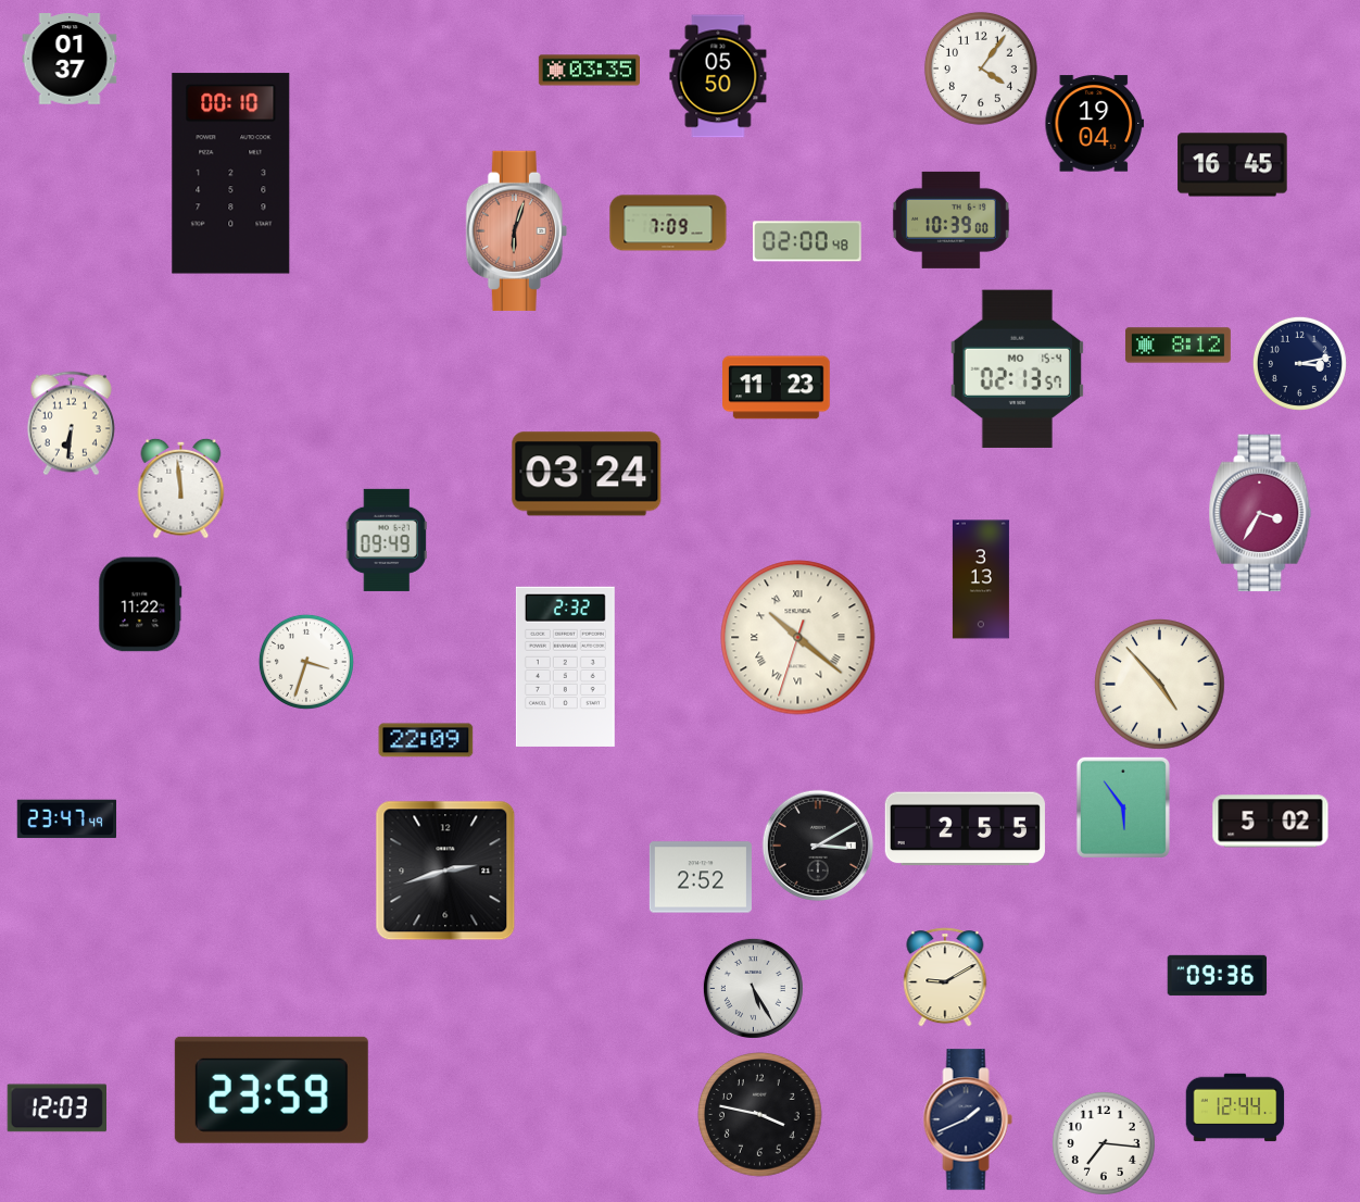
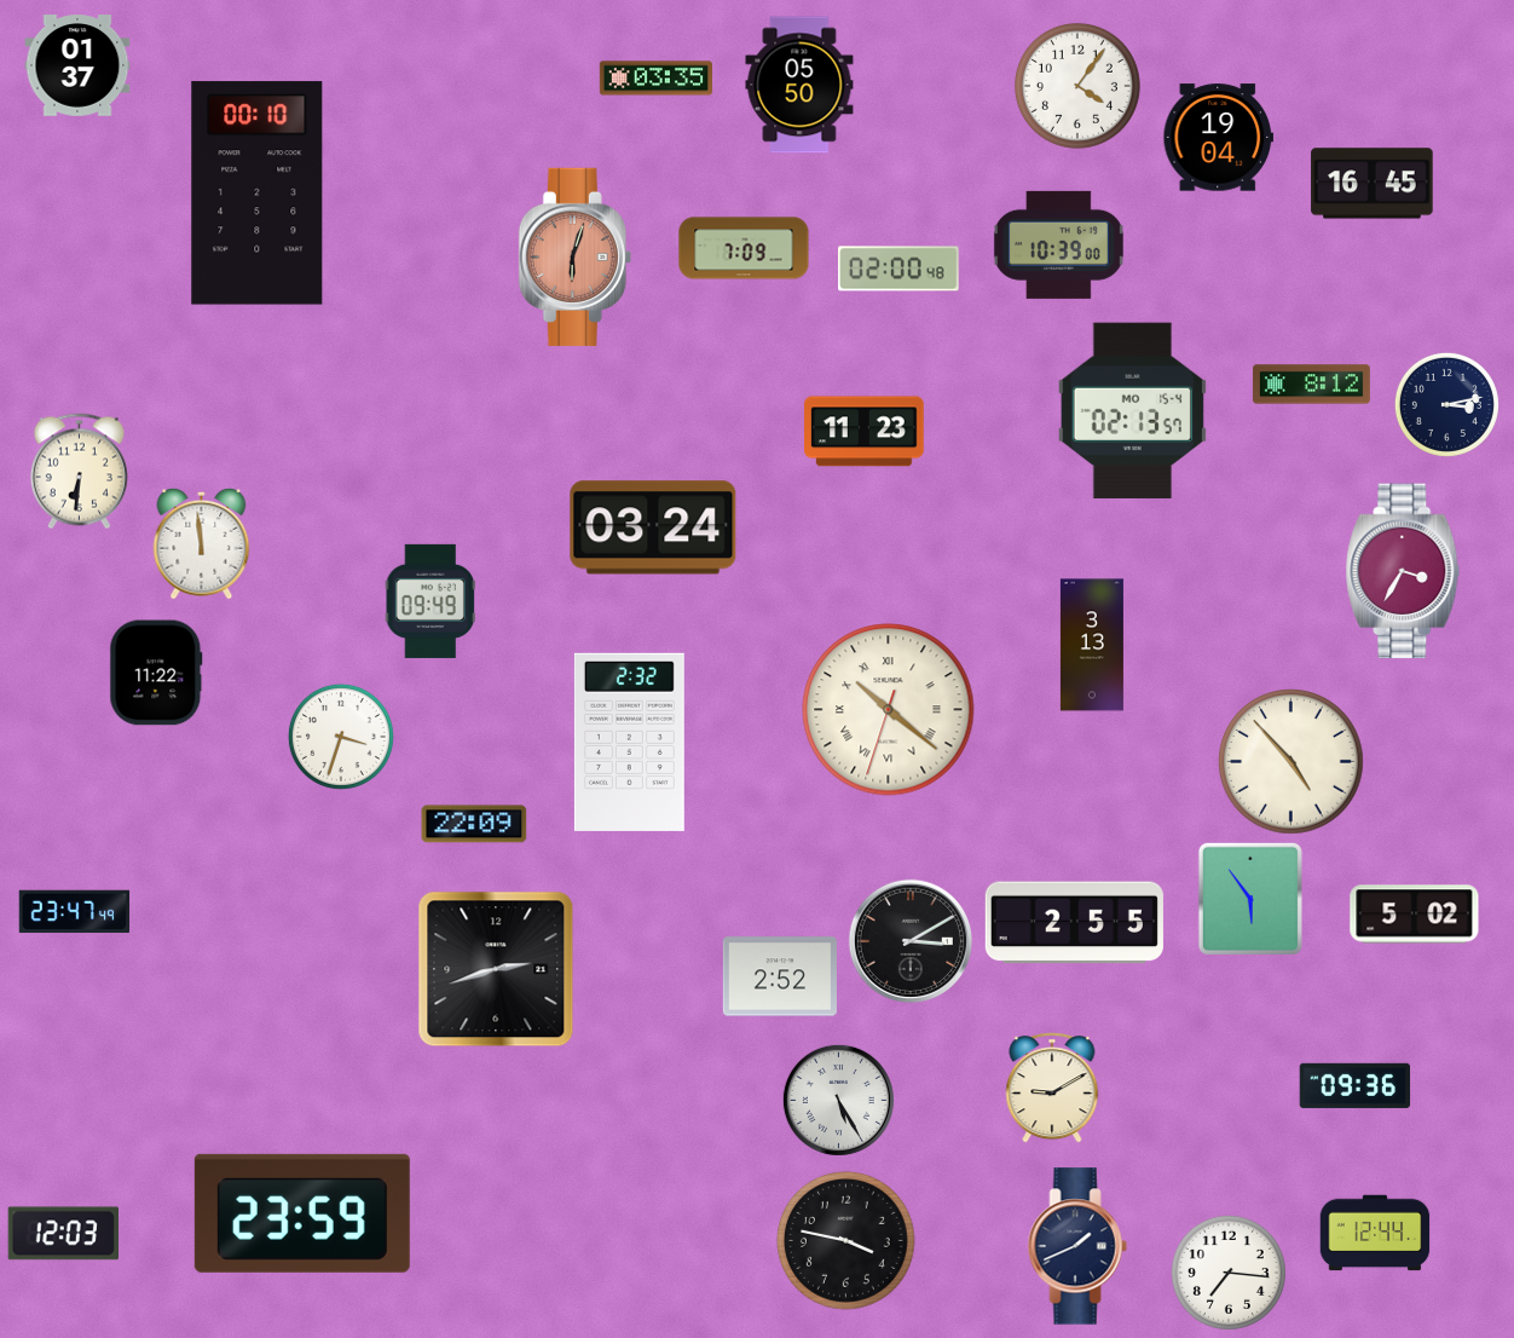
clock at (981, 68) position: (981, 68) -> (1077, 86)
